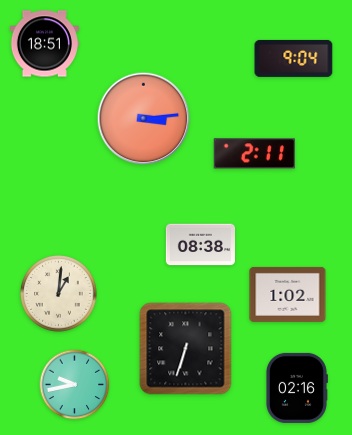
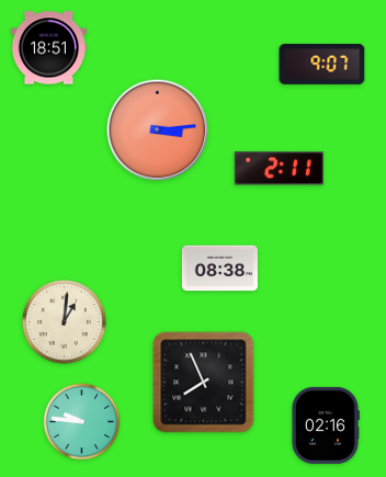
clock at (294, 58): 9:04 -> 9:07
clock at (288, 294): 1:02 -> none
clock at (186, 349): 6:33 -> 7:56
clock at (75, 385): 9:43 -> 9:46
